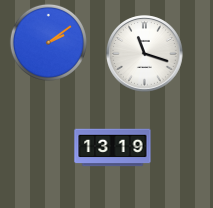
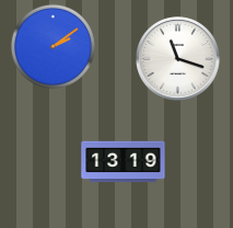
clock at (145, 54) position: (145, 54) -> (178, 59)
